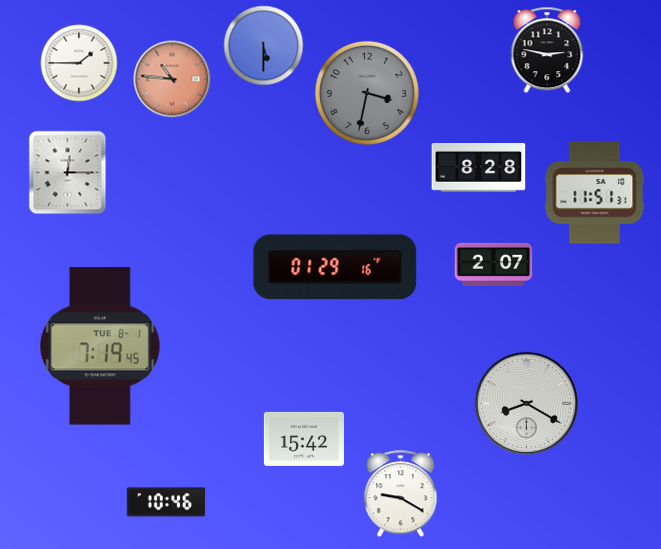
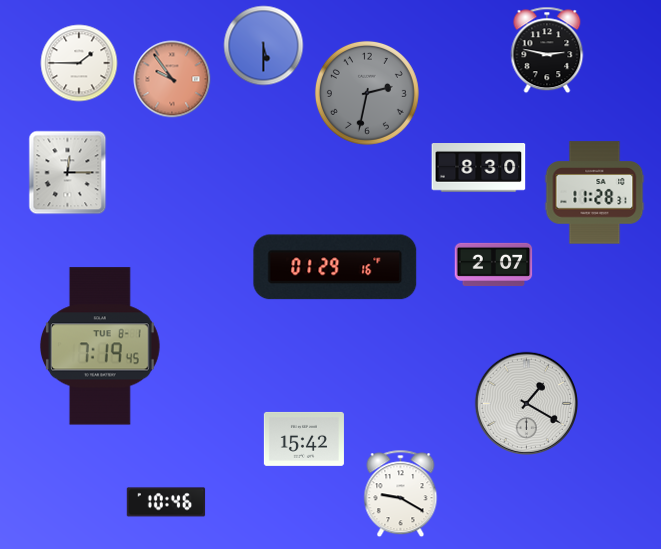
clock at (172, 79): 10:46 -> 9:54
clock at (367, 93): 3:32 -> 2:32
clock at (479, 168): 8:28 -> 8:30
clock at (595, 193): 11:51 -> 11:28
clock at (526, 403): 8:20 -> 1:20
